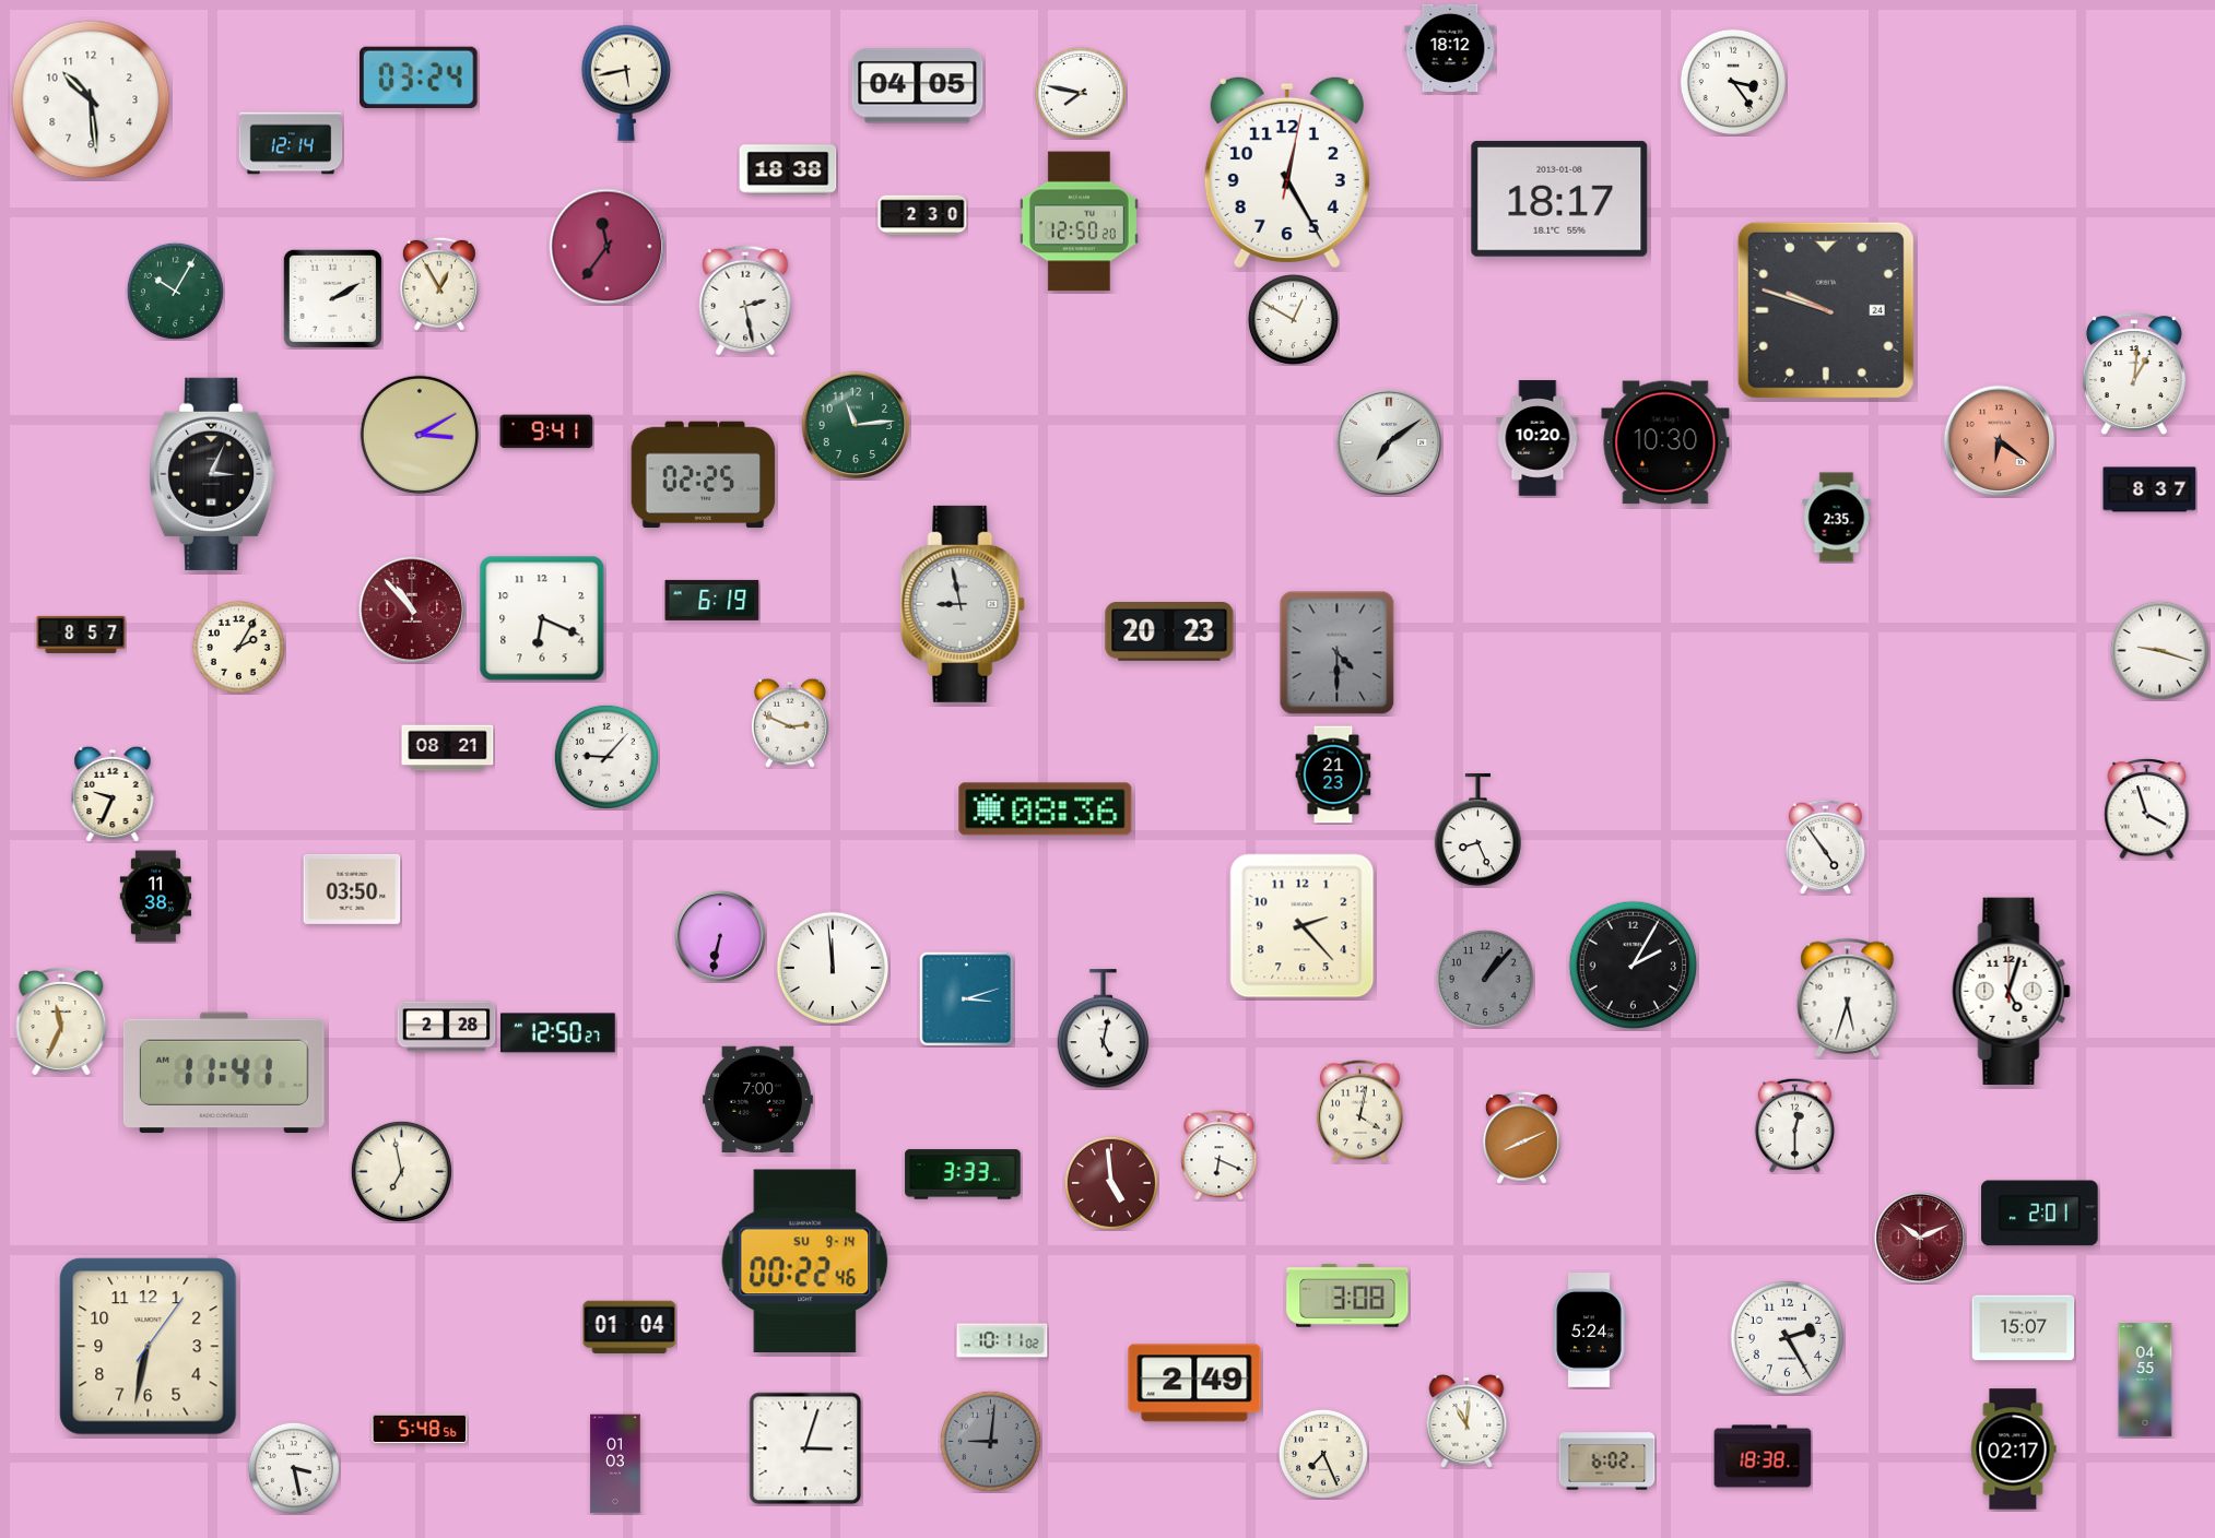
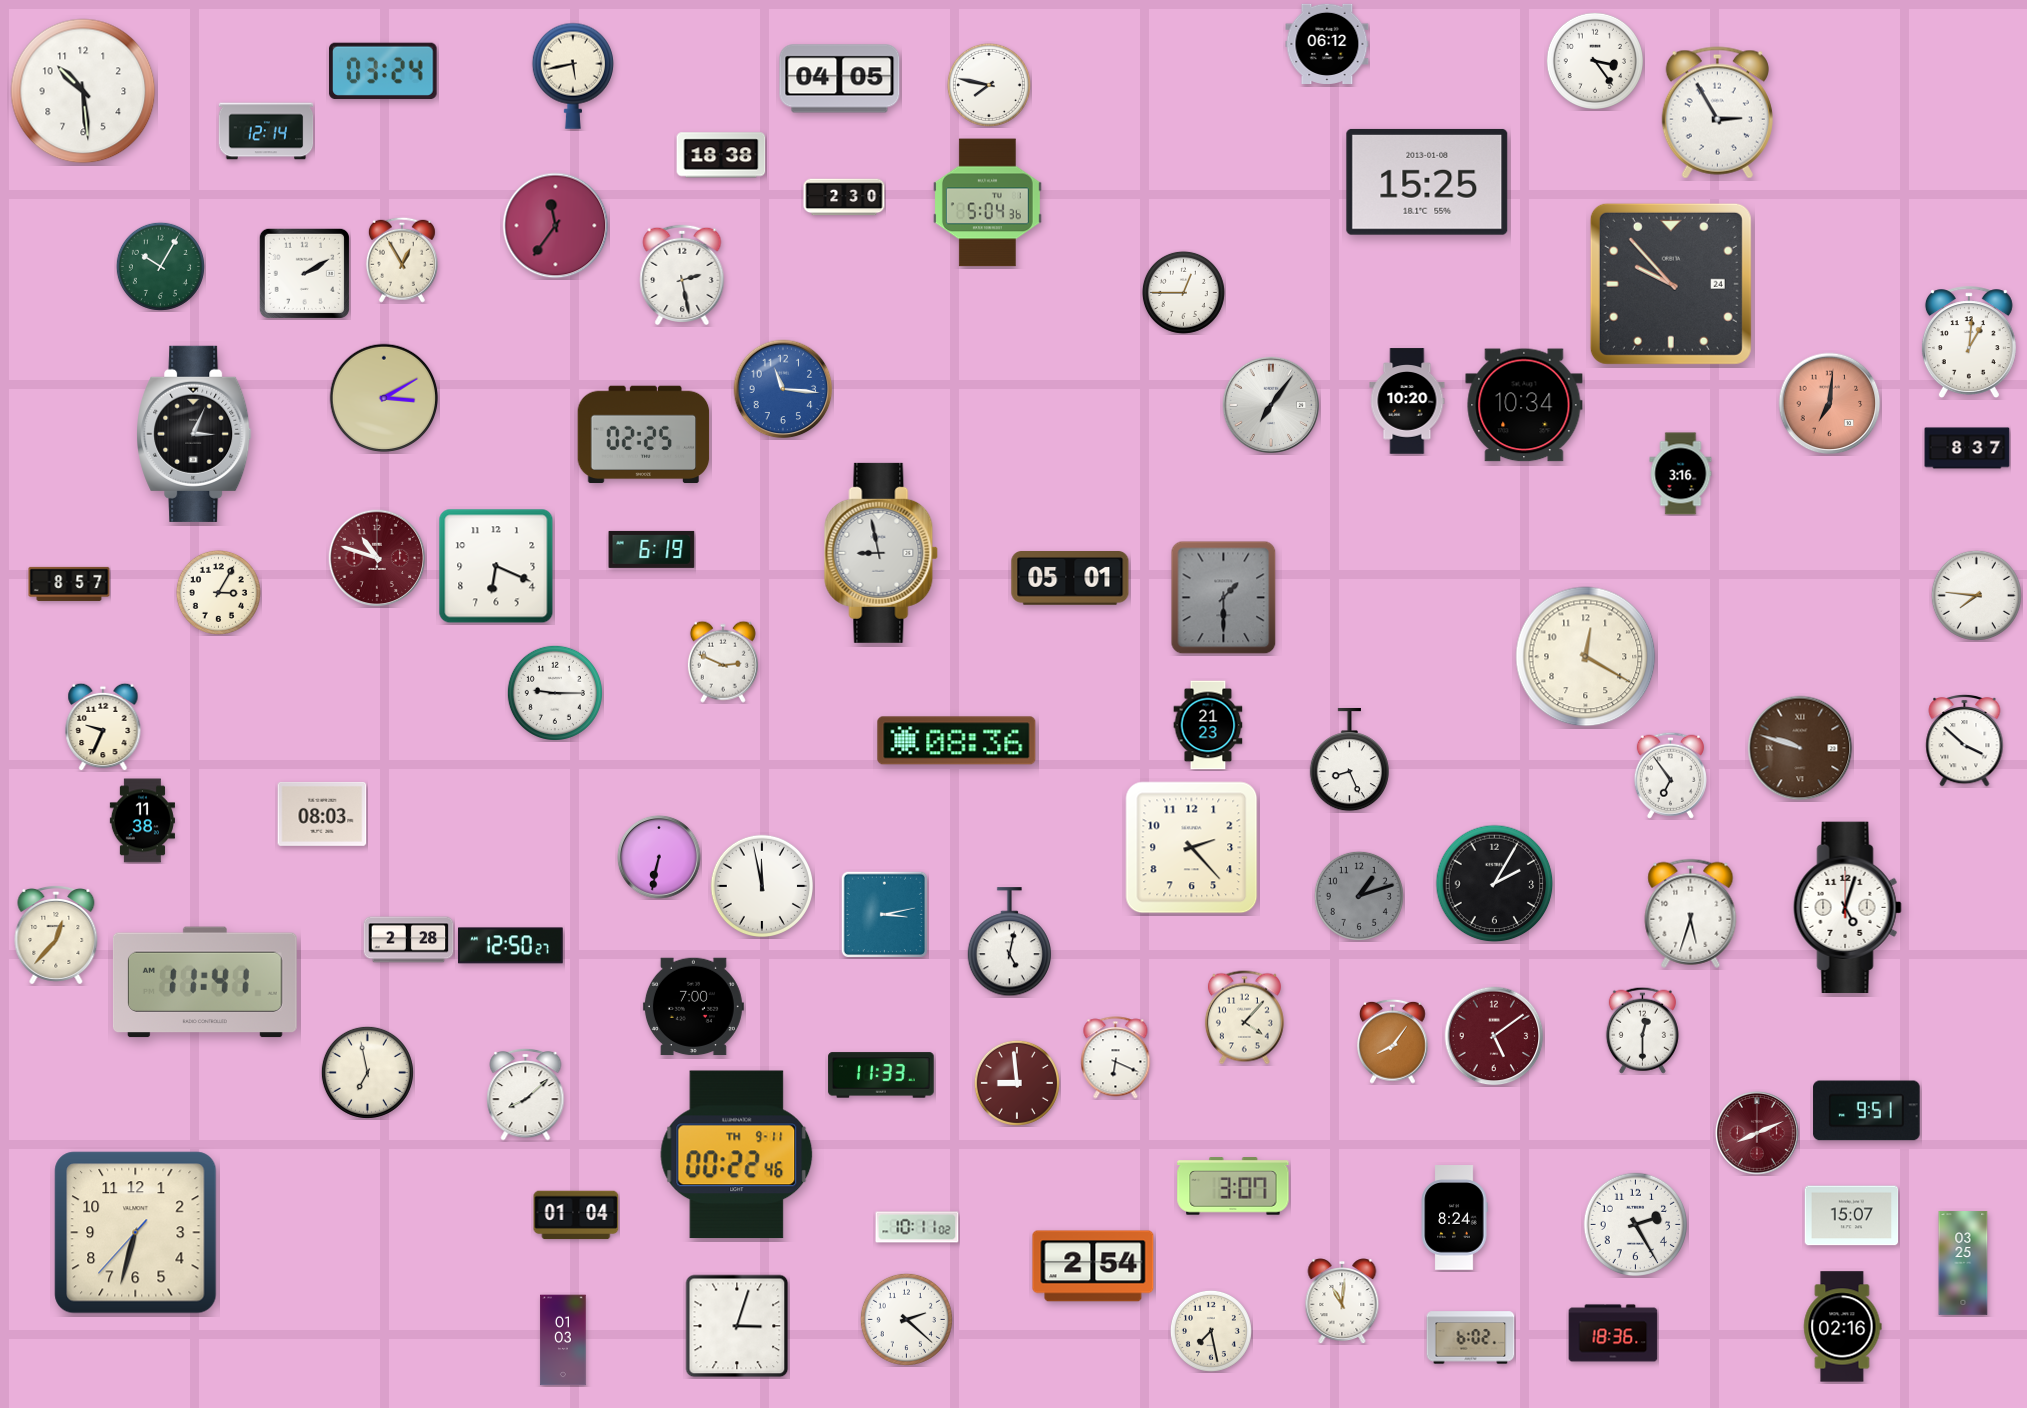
clock at (1450, 47): 18:12 -> 06:12
clock at (1733, 82) position: (1733, 82) -> (1595, 61)
clock at (1717, 113): none -> 2:55
clock at (1287, 171): 12:25 -> none
clock at (1559, 199): 18:17 -> 15:25
clock at (1079, 222): 12:50 -> 5:04
clock at (1826, 310): 9:48 -> 9:53
clock at (1293, 319): 12:50 -> 12:45
clock at (2134, 375) position: (2134, 375) -> (1969, 343)
clock at (856, 425): 11:14 -> 11:16
clock at (856, 425) dial: green -> blue
clock at (546, 431): 9:41 -> none
clock at (2000, 441): 6:21 -> 7:01
clock at (1389, 442): 7:09 -> 7:06
clock at (1665, 442): 10:30 -> 10:34
clock at (1837, 518): 2:35 -> 3:16
clock at (412, 610): 10:53 -> 10:48
clock at (1169, 632): 20:23 -> 05:01
clock at (81, 635) position: (81, 635) -> (69, 584)
clock at (238, 647): 2:05 -> 3:05
clock at (2159, 650): 9:18 -> 7:46
clock at (1338, 653): 4:30 -> 1:30
clock at (1586, 657): none -> 12:20
clock at (448, 748): 08:21 -> none
clock at (606, 757): 9:07 -> 9:15
clock at (1333, 774) position: (1333, 774) -> (1208, 725)
clock at (2147, 808): 3:57 -> 3:52
clock at (1800, 748): none -> 9:48
clock at (1477, 830) position: (1477, 830) -> (1349, 760)
clock at (1825, 847): 4:54 -> 6:54
clock at (352, 889): 03:50 -> 08:03
clock at (832, 967): 11:59 -> 11:58
clock at (1485, 979): 1:07 -> 1:12
clock at (2012, 992) position: (2012, 992) -> (1848, 908)
clock at (966, 998): 3:12 -> 3:13
clock at (61, 1021): 11:34 -> 12:37
clock at (1359, 1112): 4:02 -> 4:07
clock at (1494, 1036): none -> 5:09
clock at (1522, 1137): 8:11 -> 8:06
clock at (963, 1174): 3:33 -> 11:33
clock at (1111, 1183): 4:59 -> 8:59
clock at (526, 1094): none -> 8:08
clock at (2040, 1214): 2:01 -> 9:51
clock at (1920, 1238): 10:11 -> 8:11
clock at (805, 1262) date: SU 9-14 -> TH 9-11
clock at (1347, 1296): 3:08 -> 3:07
clock at (1589, 1330): 5:24 -> 8:24
clock at (149, 1347): 6:32:06 -> 6:32:37
clock at (2145, 1380): 04:55 -> 03:25
clock at (1194, 1383): 2:49 -> 2:54
clock at (420, 1429): 5:48 -> none
clock at (990, 1441): 9:01 -> 2:22
clock at (990, 1441) dial: grey -> white
clock at (2014, 1450): 02:17 -> 02:16
clock at (1323, 1454): 7:26 -> 7:28
clock at (1763, 1456): 18:38 -> 18:36
clock at (294, 1468): 3:28 -> none
